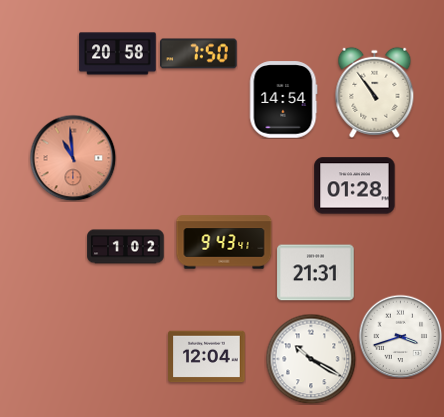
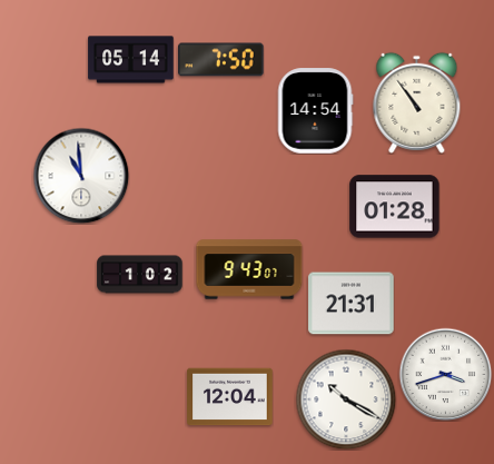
clock at (118, 54): 20:58 -> 05:14
clock at (73, 158) dial: salmon -> white
clock at (224, 242): 9:43:41 -> 9:43:07
